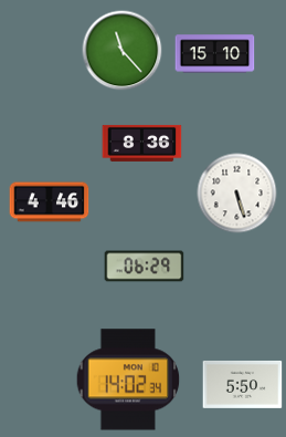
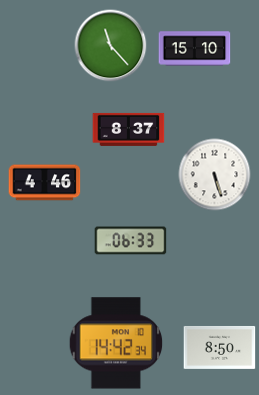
clock at (142, 143): 8:36 -> 8:37
clock at (145, 267): 06:29 -> 06:33
clock at (128, 379): 14:02 -> 14:42
clock at (243, 384): 5:50 -> 8:50
